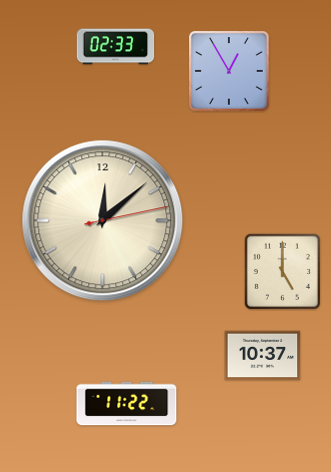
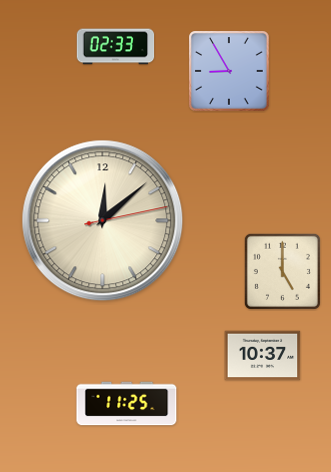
clock at (230, 72): 12:55 -> 8:55
clock at (127, 404): 11:22 -> 11:25
